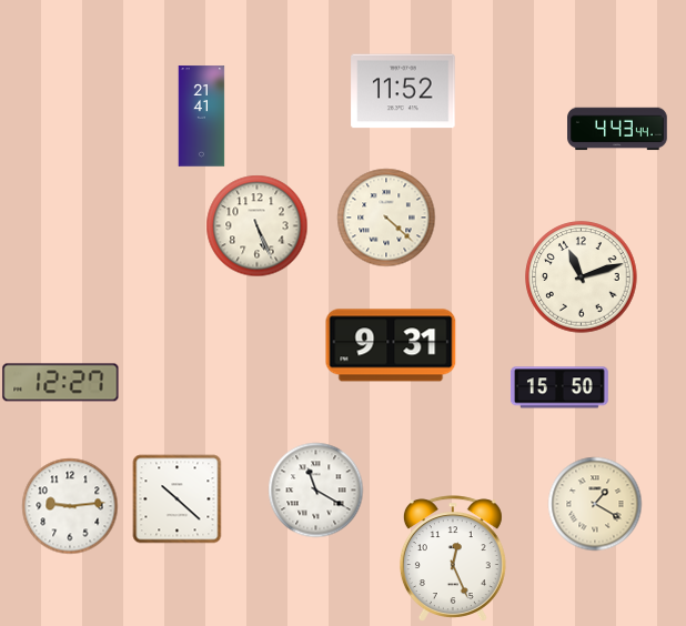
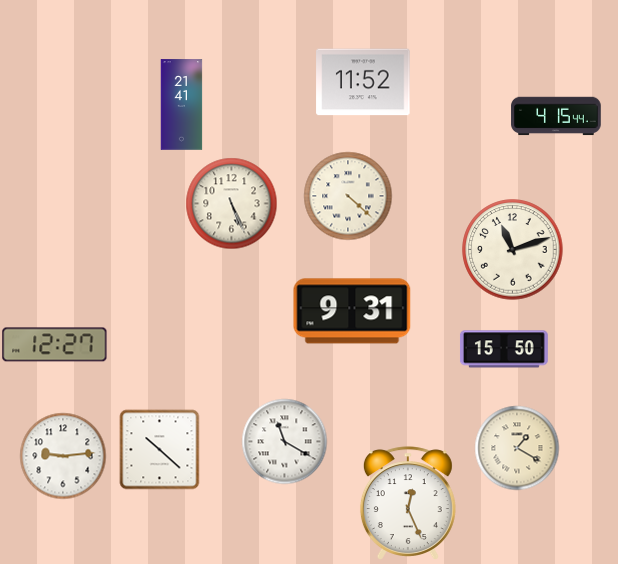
clock at (617, 129): 4:43 -> 4:15
clock at (582, 277) position: (582, 277) -> (513, 250)
clock at (595, 504) position: (595, 504) -> (517, 448)
